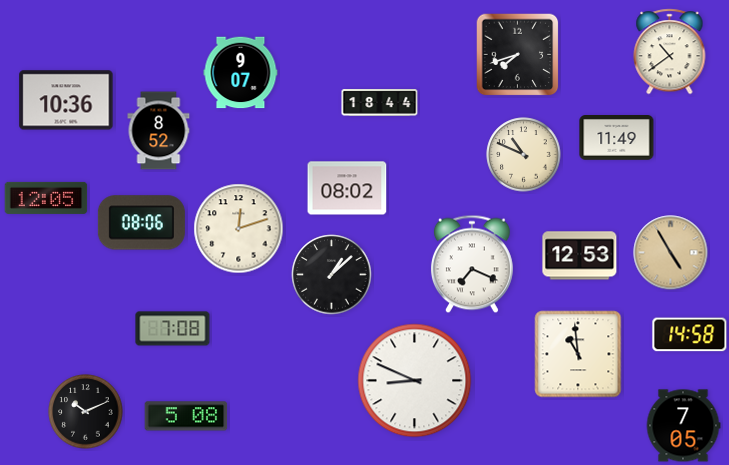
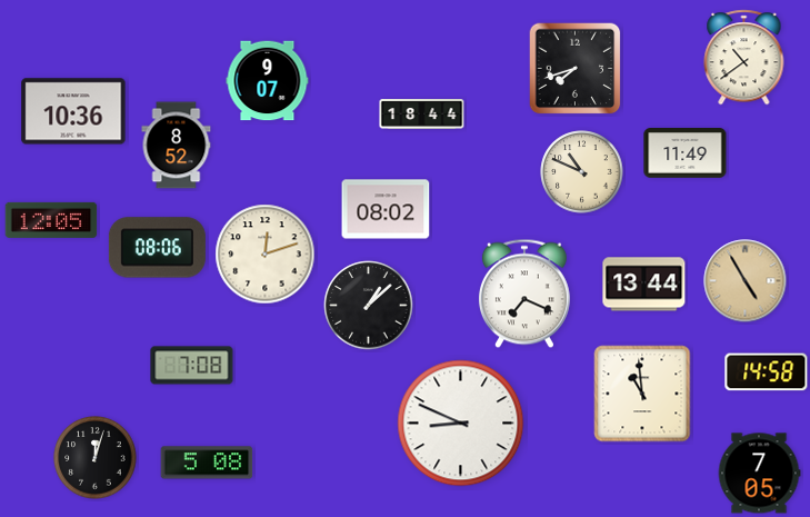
clock at (518, 55) position: (518, 55) -> (576, 69)
clock at (580, 256): 12:53 -> 13:44
clock at (86, 412): 10:11 -> 12:03
